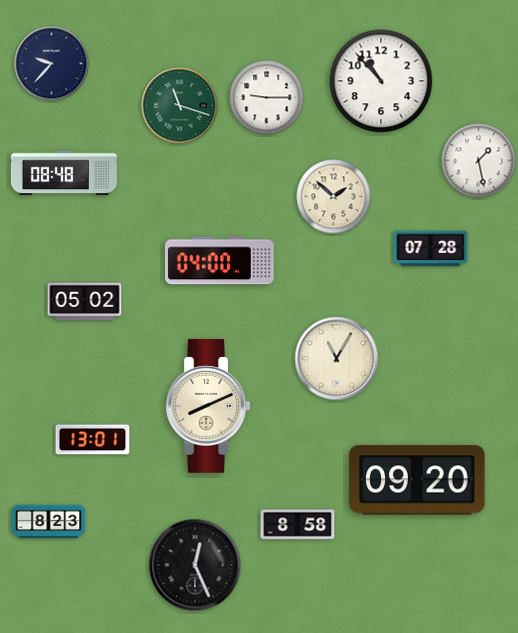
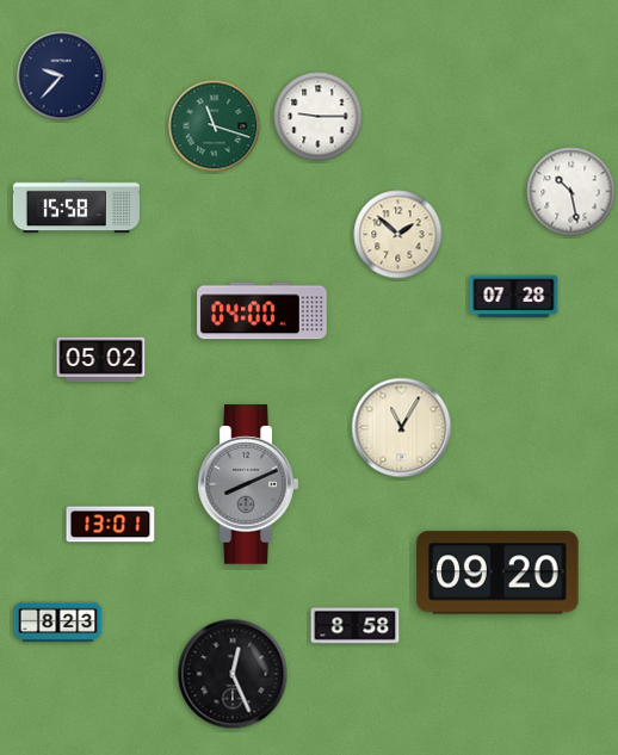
clock at (381, 81): 10:53 -> none
clock at (479, 161): 1:28 -> 10:28
clock at (64, 173): 08:48 -> 15:58
clock at (208, 406) dial: cream -> grey
